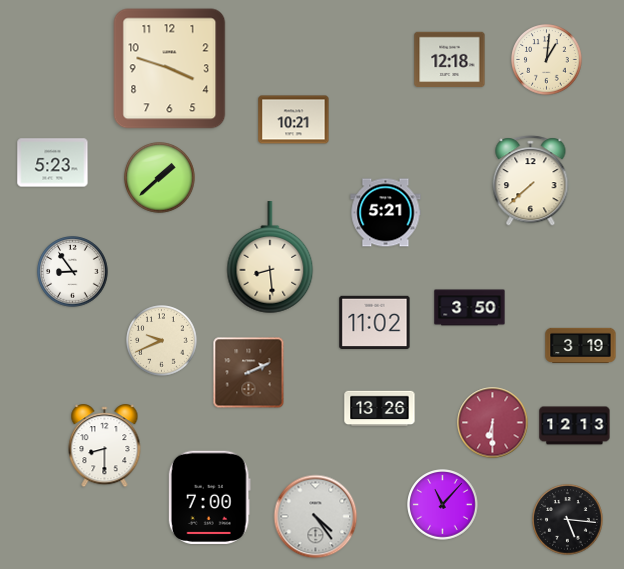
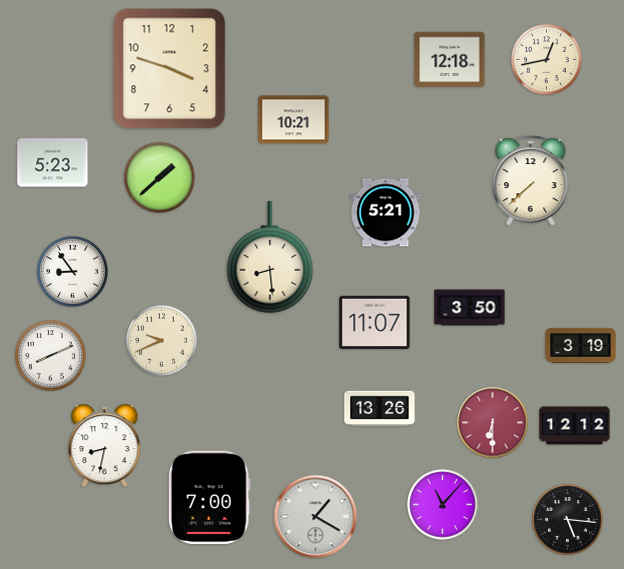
clock at (547, 60): 1:01 -> 12:43
clock at (375, 322): 11:02 -> 11:07
clock at (51, 356): none -> 8:11
clock at (249, 373): 2:11 -> none
clock at (575, 426): 12:13 -> 12:12
clock at (105, 446): 8:30 -> 8:32
clock at (316, 517): 4:24 -> 1:20
